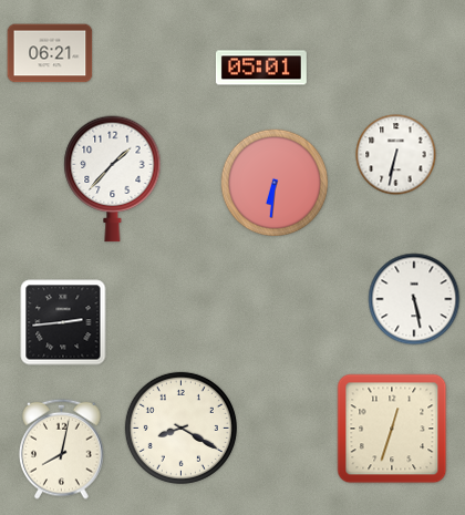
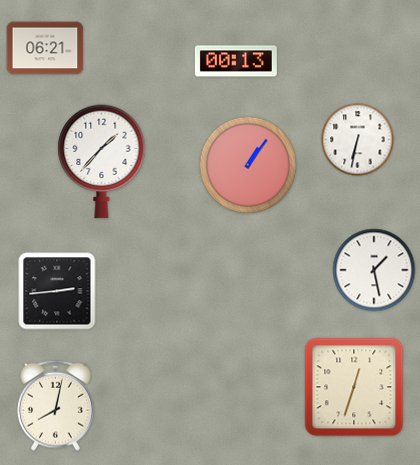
clock at (261, 68): 05:01 -> 00:13
clock at (275, 183): 6:31 -> 1:06
clock at (414, 299): 5:28 -> 1:28
clock at (180, 428): 8:20 -> none
